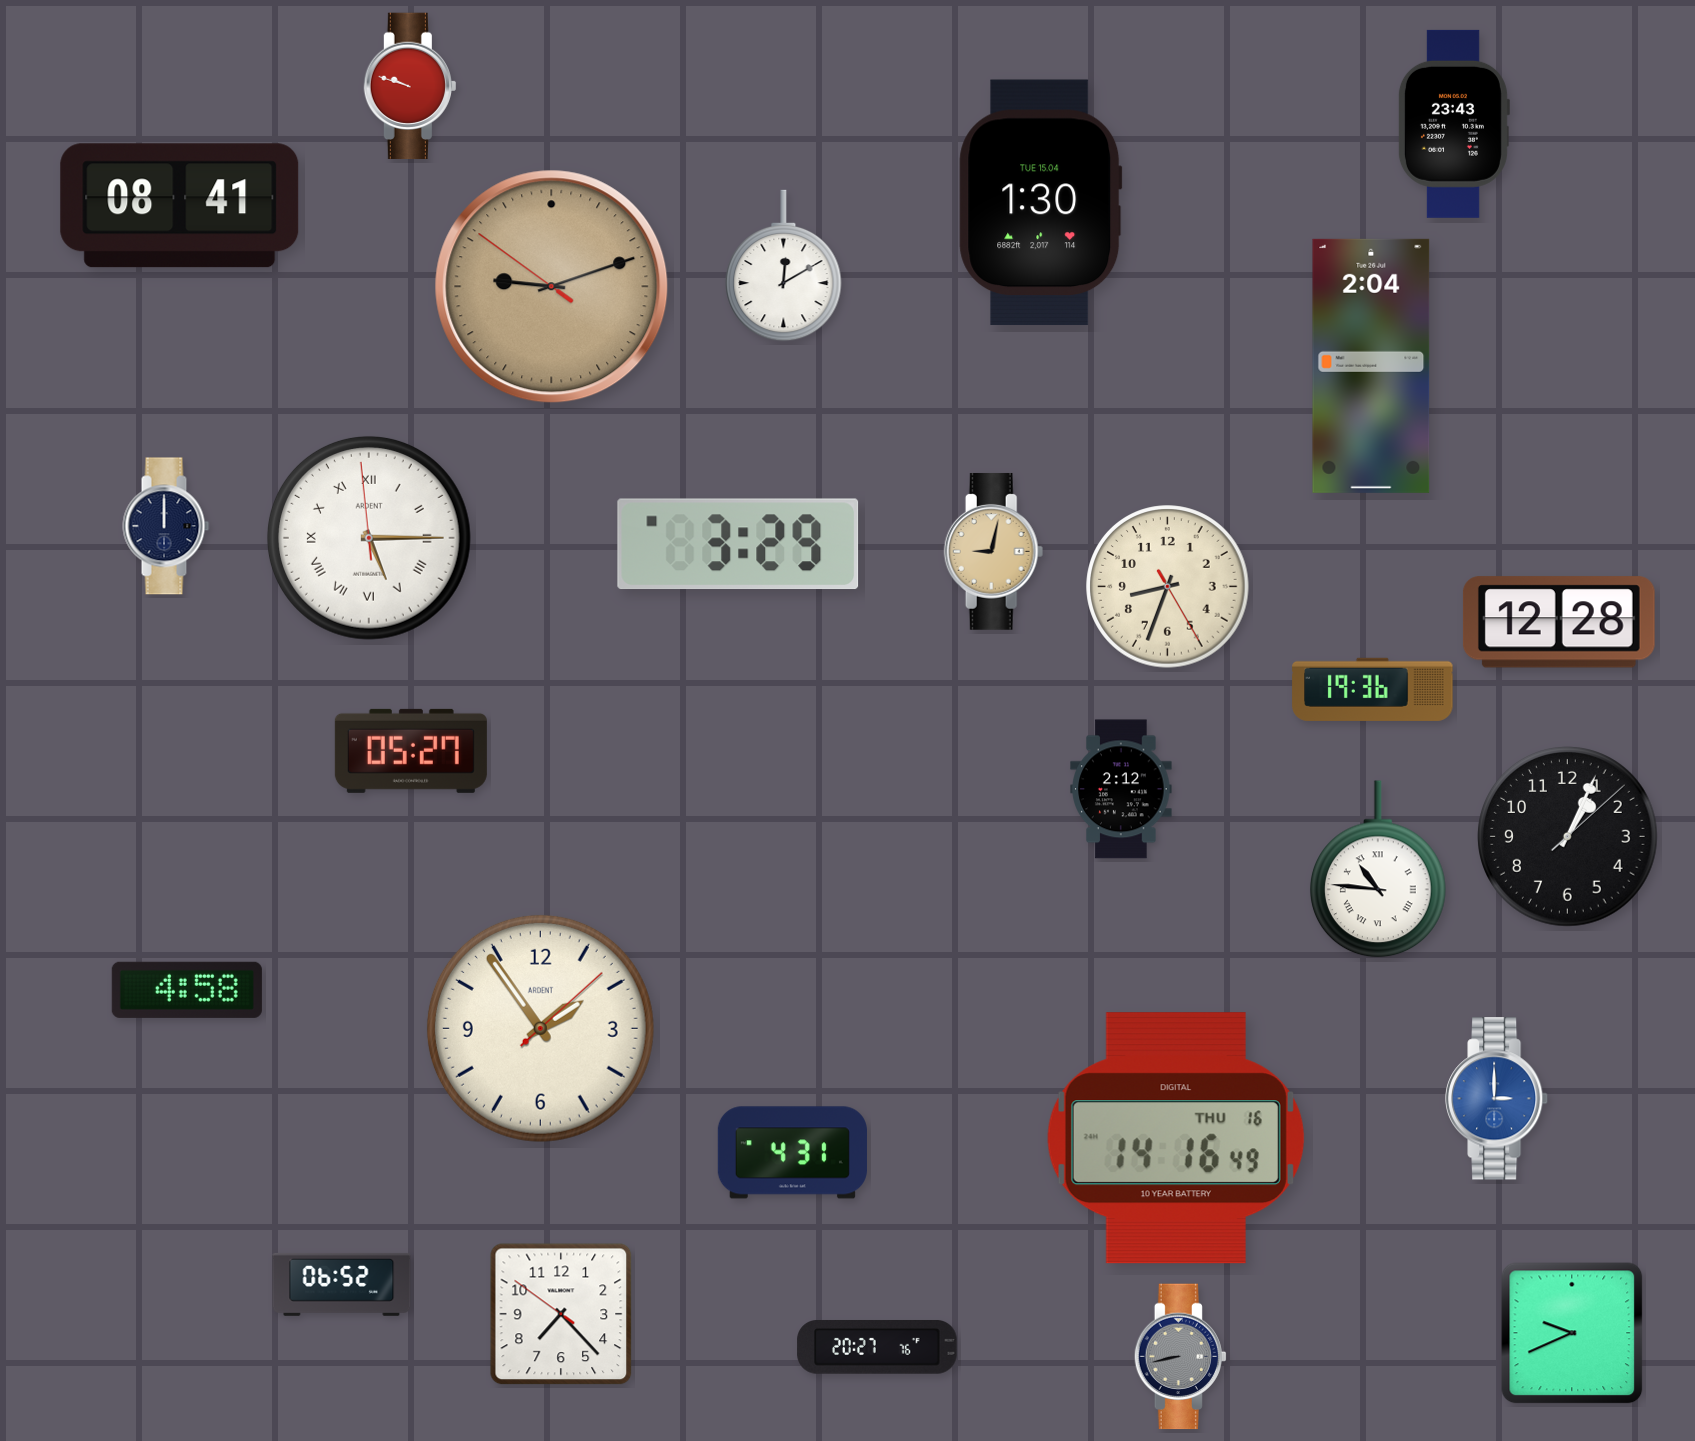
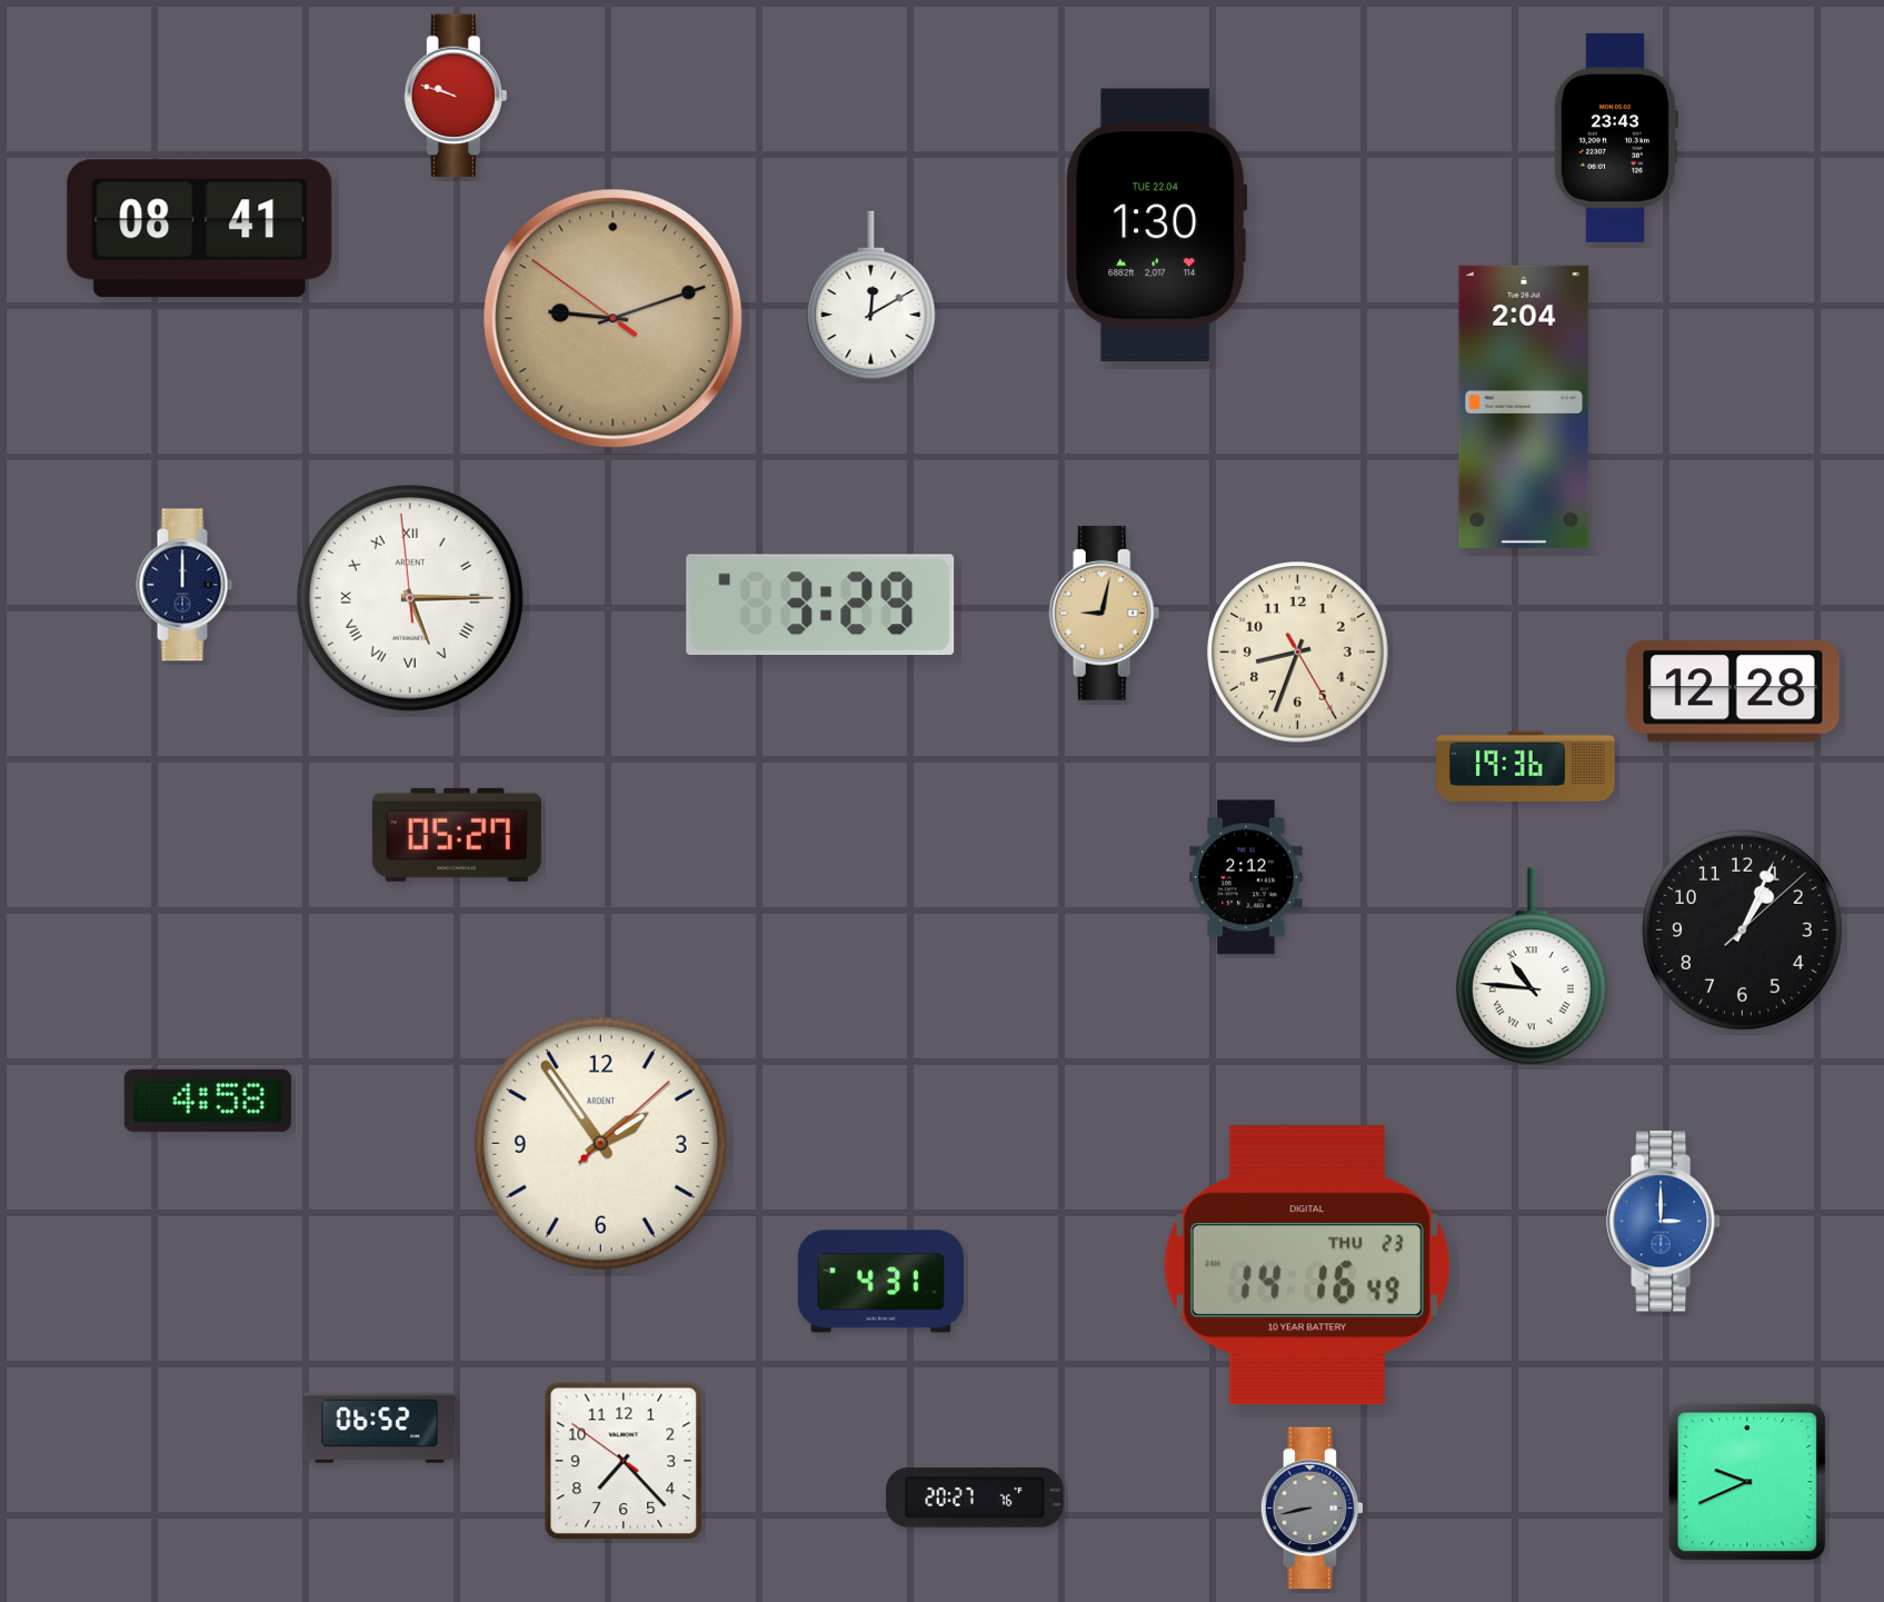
clock at (1041, 203) date: TUE 15.04 -> TUE 22.04
clock at (1176, 1138) date: THU 16 -> THU 23
